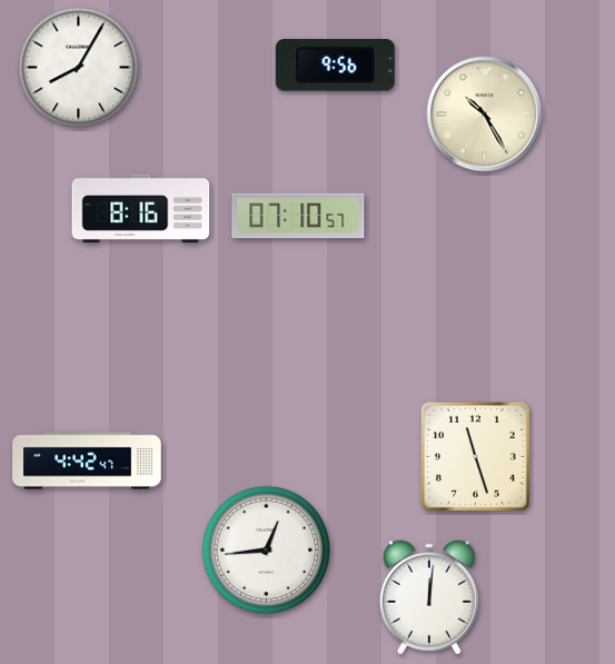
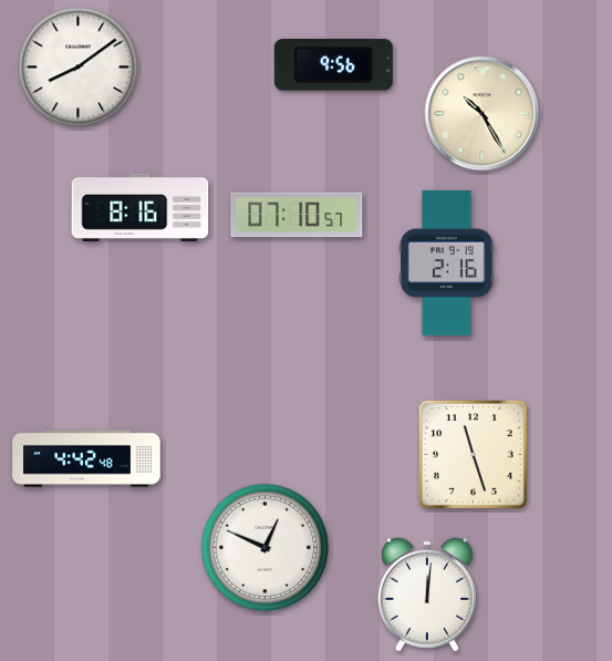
clock at (79, 68): 8:05 -> 8:09
clock at (447, 262): none -> 2:16
clock at (87, 460): 4:42:47 -> 4:42:48
clock at (267, 551): 12:44 -> 12:49
